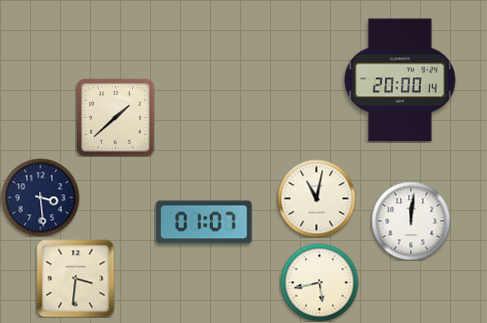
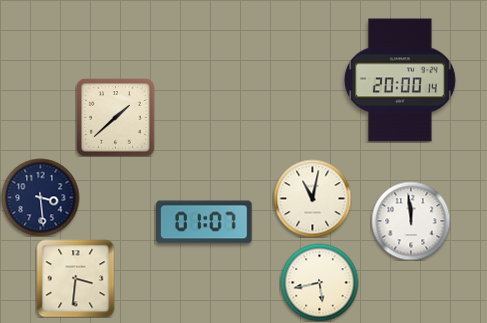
clock at (316, 198) position: (316, 198) -> (312, 198)
clock at (411, 221): 12:01 -> 11:59
